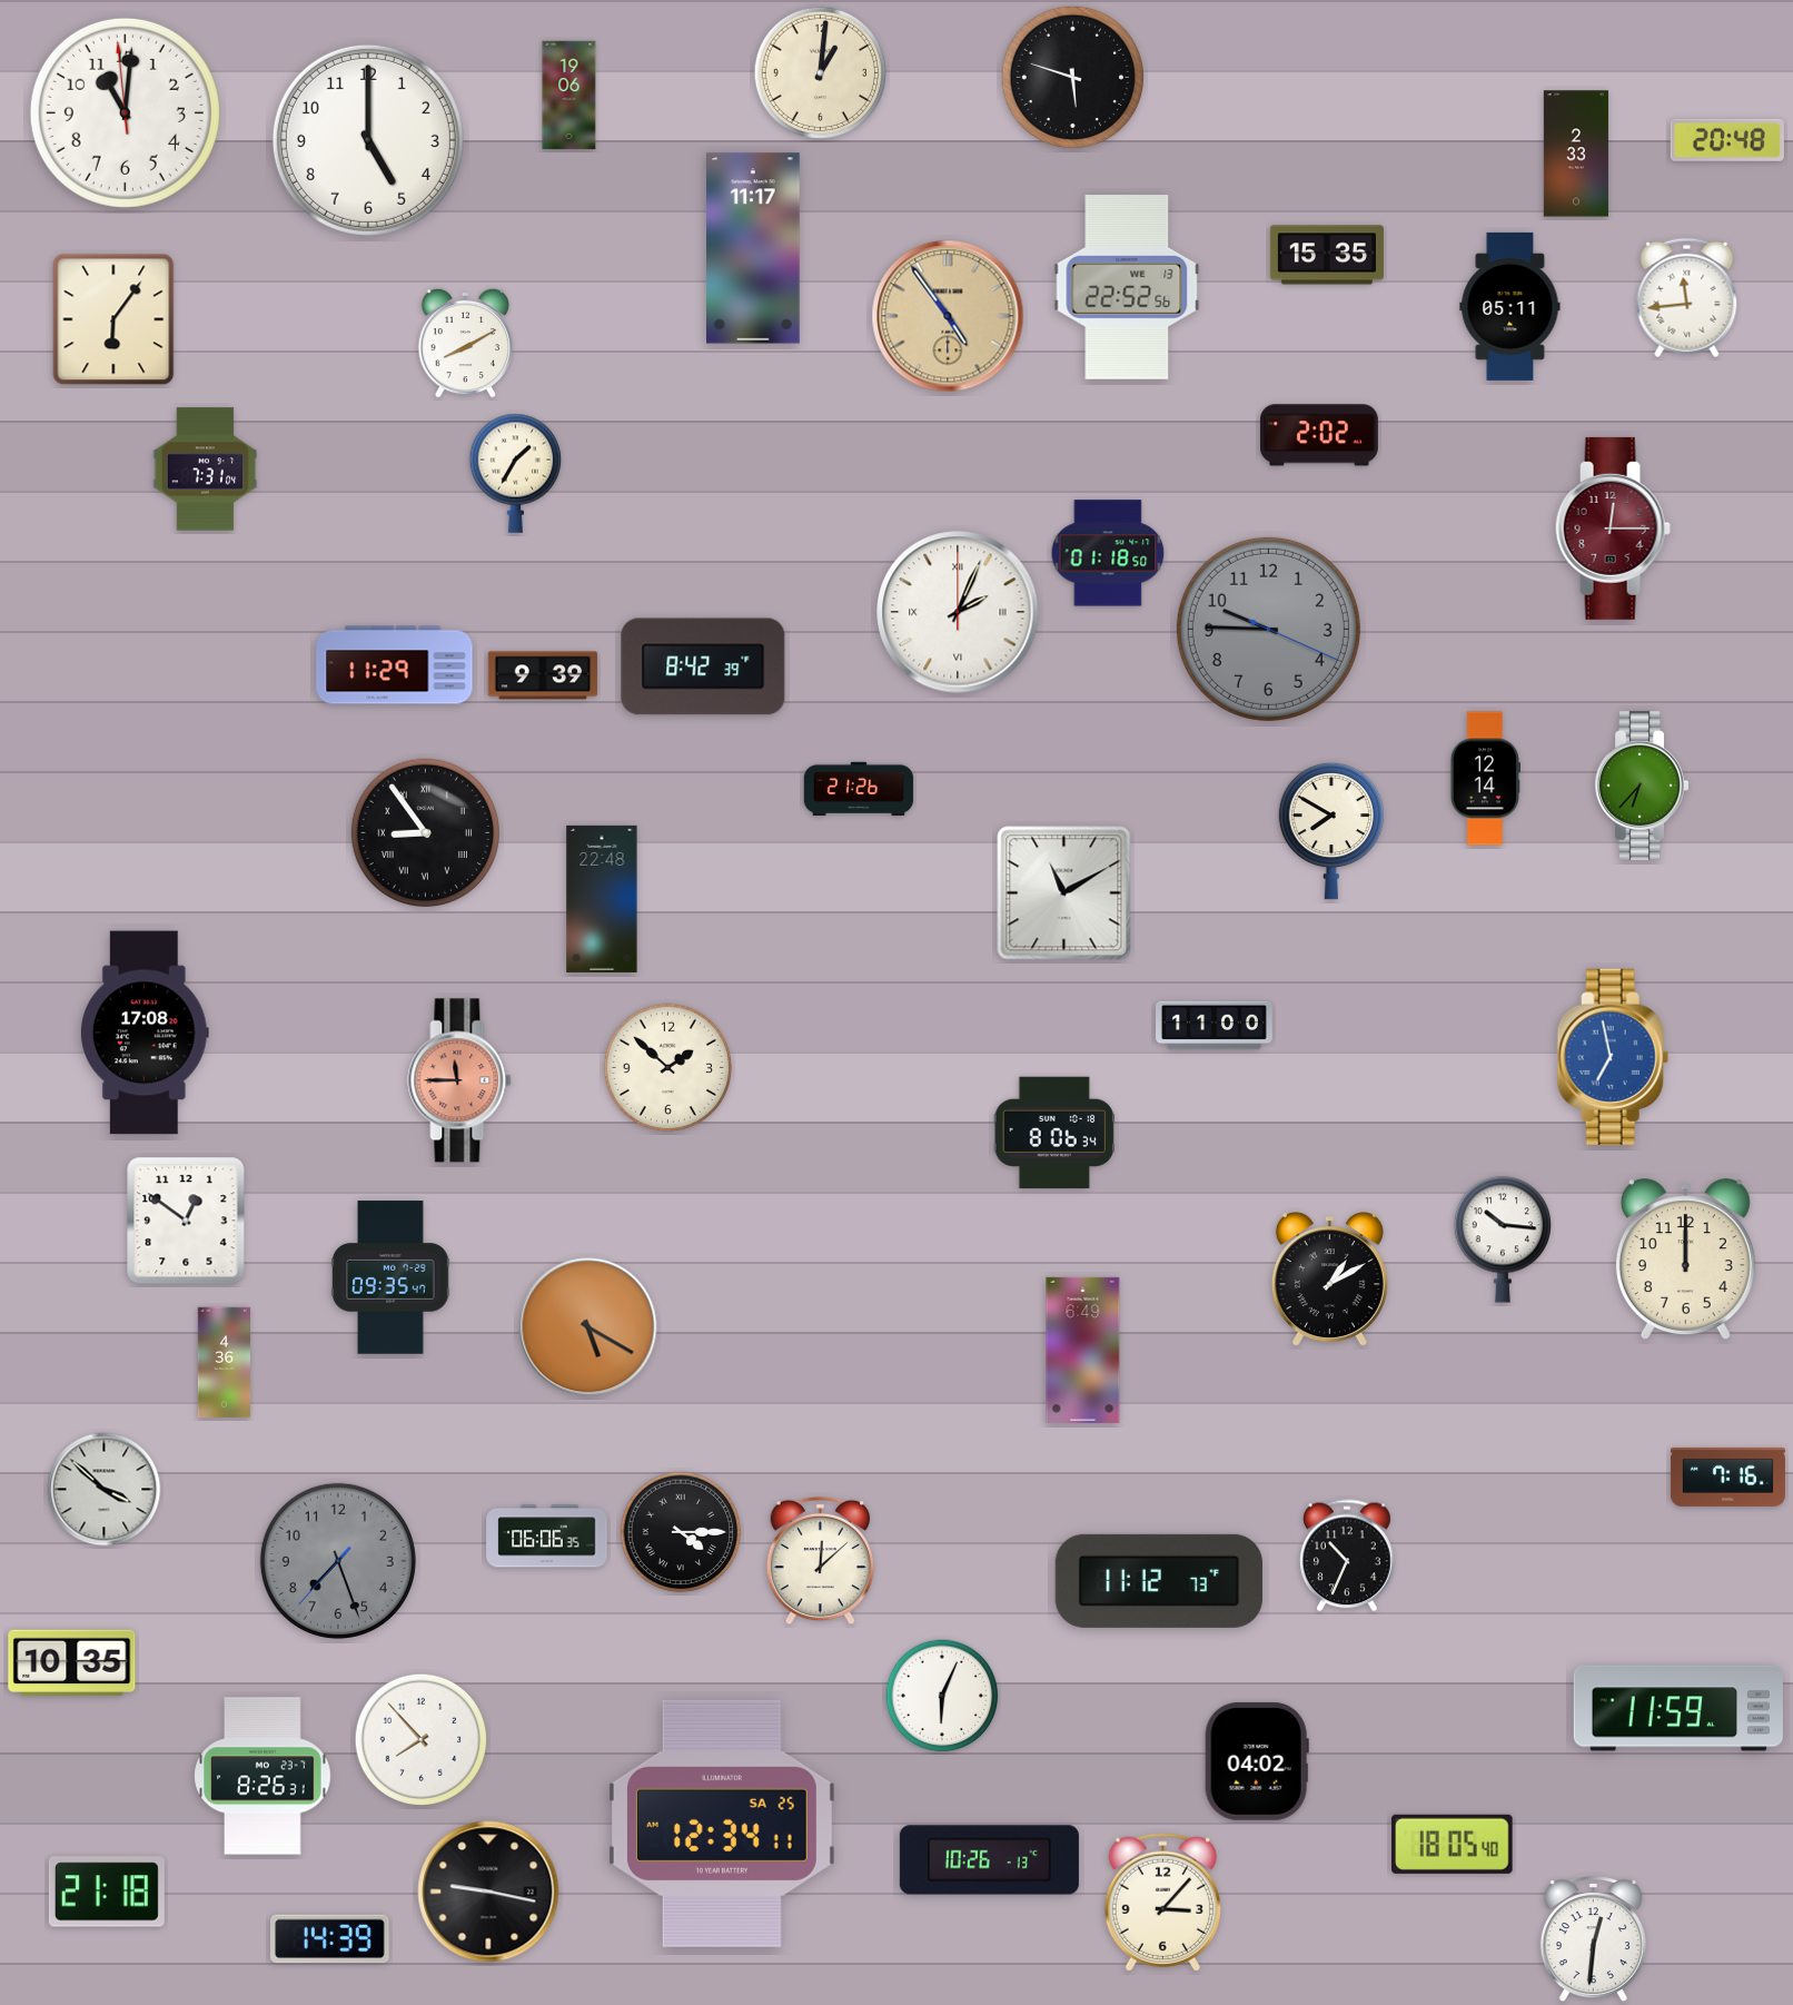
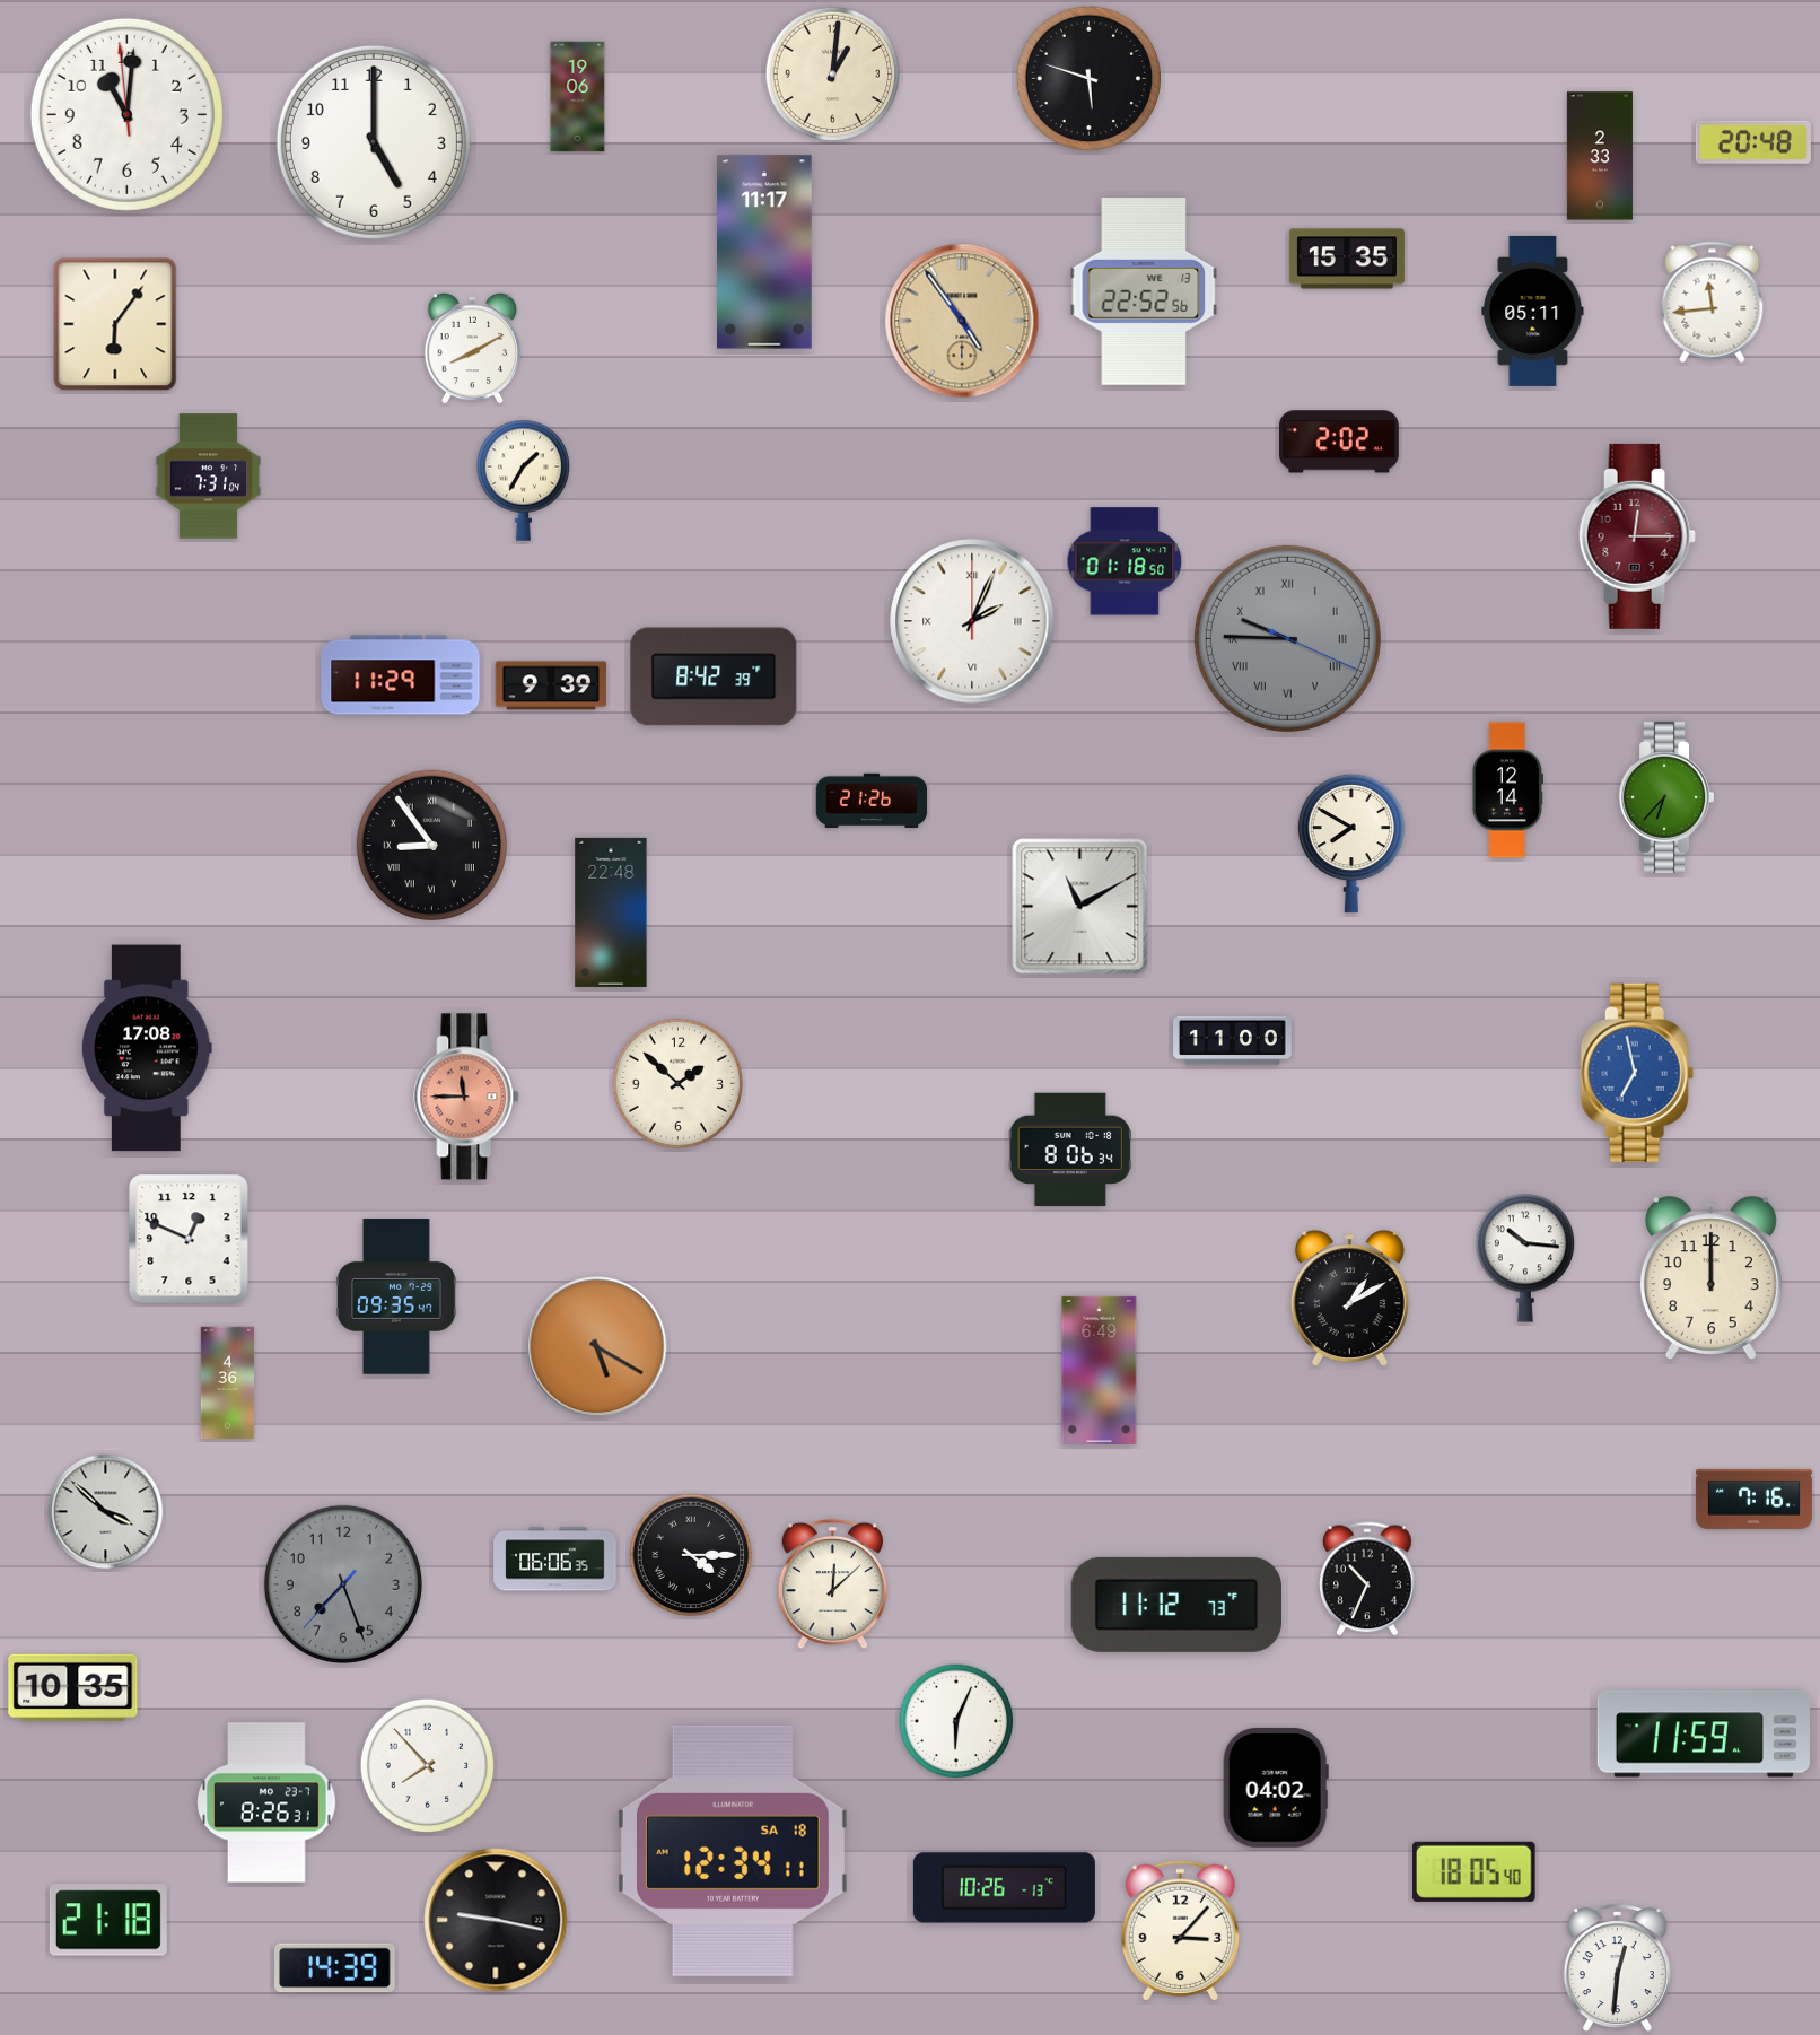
clock at (1268, 629) numerals: Arabic -> Roman
clock at (186, 1221): 12:51 -> 12:49
clock at (722, 1824) date: SA 25 -> SA 18
